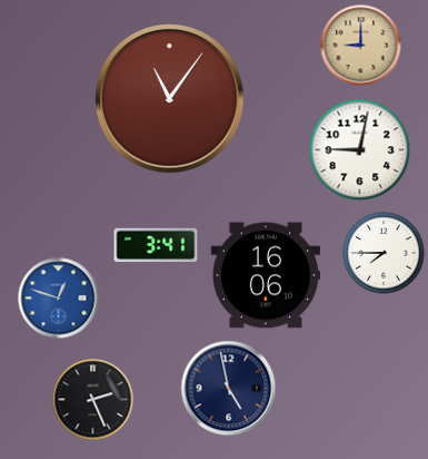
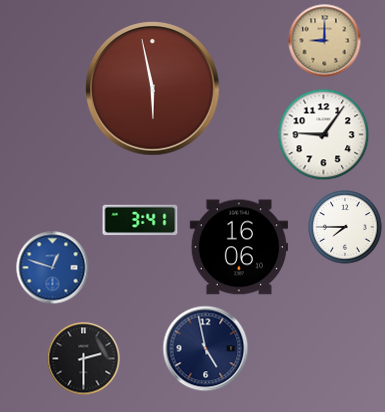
clock at (170, 99): 11:06 -> 5:58
clock at (360, 150): 9:02 -> 9:06
clock at (93, 400): 2:26 -> 2:30
